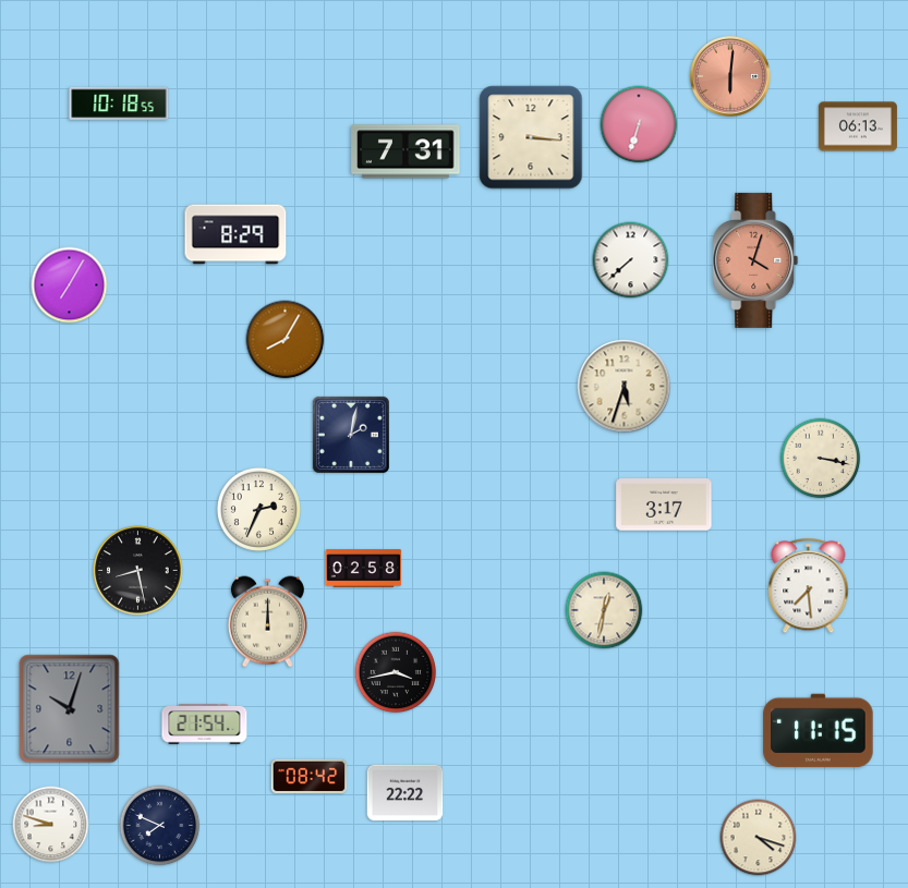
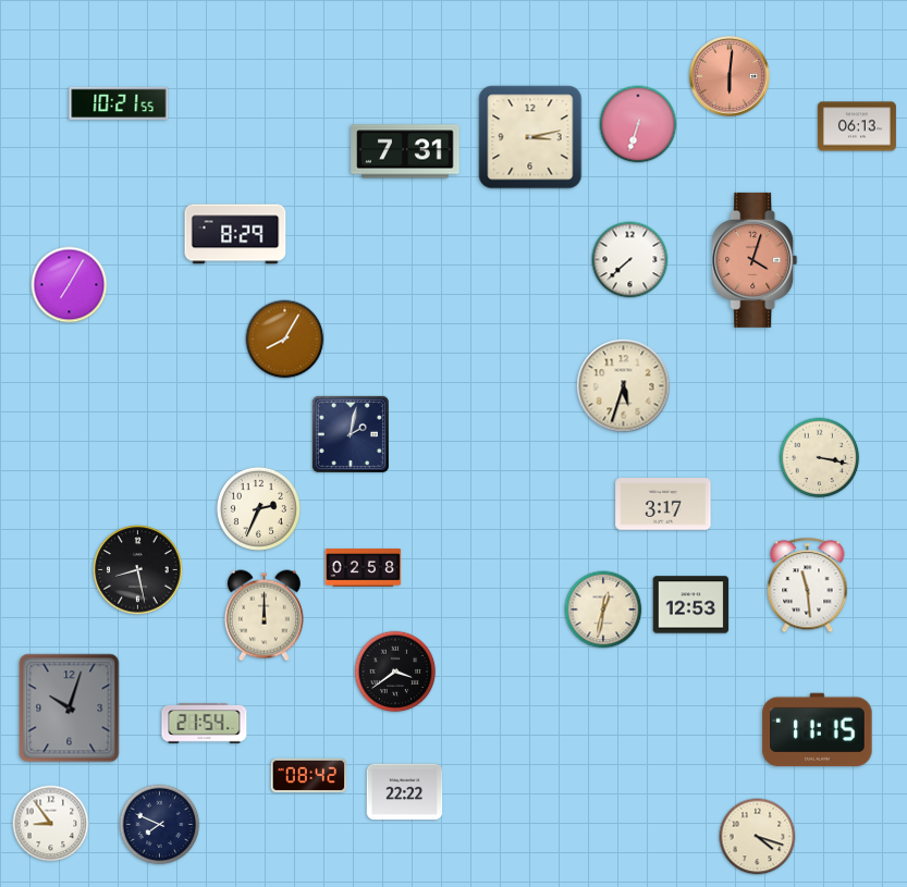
clock at (119, 104): 10:18 -> 10:21
clock at (531, 137): 3:16 -> 3:13
clock at (809, 586): 7:29 -> 11:29
clock at (691, 605): none -> 12:53
clock at (267, 622) position: (267, 622) -> (263, 616)
clock at (396, 672): 3:43 -> 3:39
clock at (51, 825): 8:48 -> 8:54
